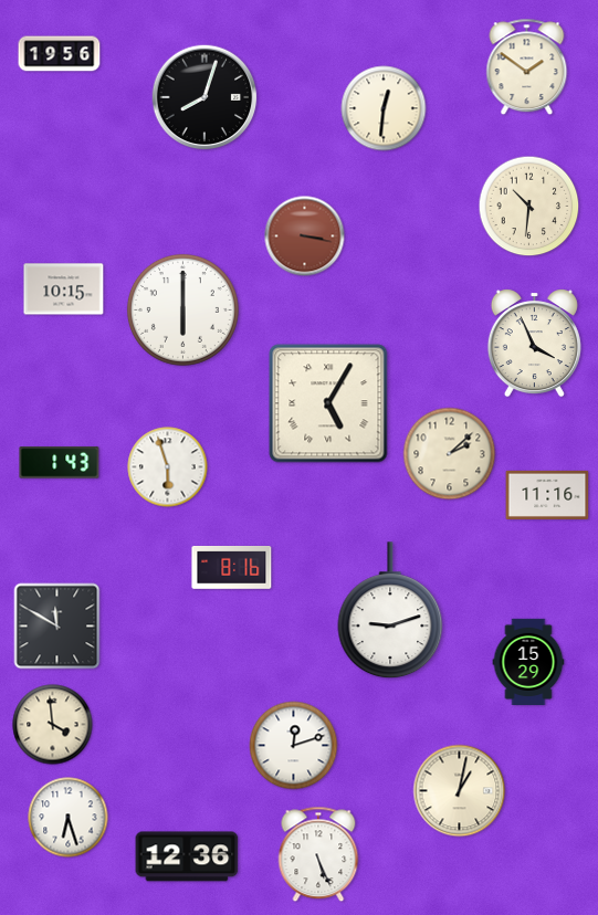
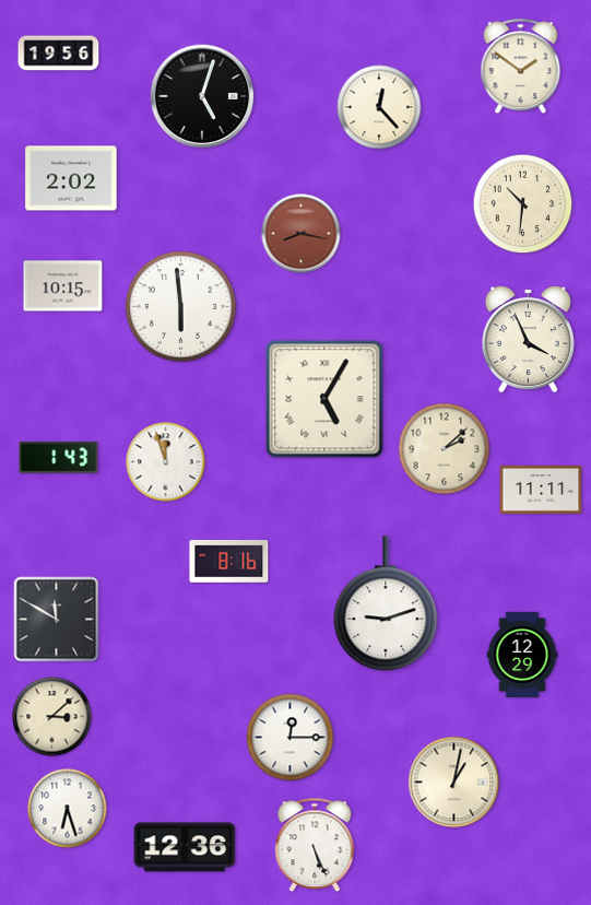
clock at (204, 97): 8:03 -> 5:03
clock at (384, 108): 12:31 -> 12:23
clock at (71, 178): none -> 2:02
clock at (305, 236): 3:17 -> 8:17
clock at (182, 309): 6:00 -> 5:59
clock at (168, 467): 5:57 -> 11:57
clock at (547, 495): 11:16 -> 11:11
clock at (528, 661): 15:29 -> 12:29
clock at (53, 725): 3:59 -> 3:08
clock at (294, 746): 12:12 -> 12:15
